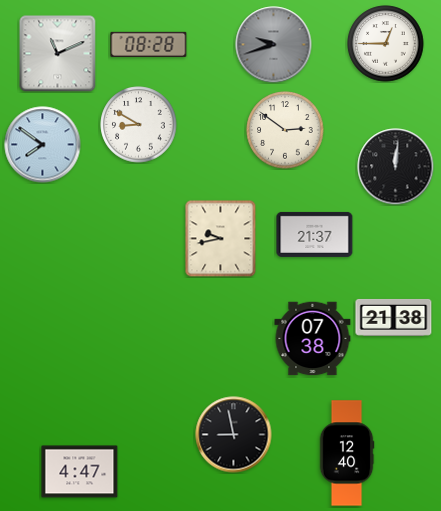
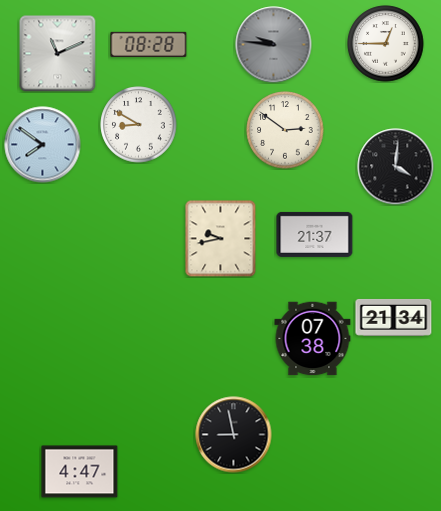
clock at (274, 45): 9:42 -> 9:46
clock at (396, 167): 12:01 -> 4:01
clock at (394, 317): 21:38 -> 21:34
clock at (347, 453): 12:40 -> none
